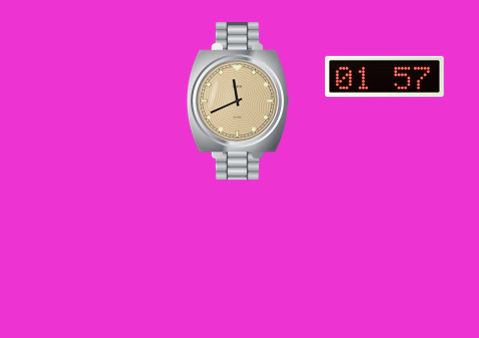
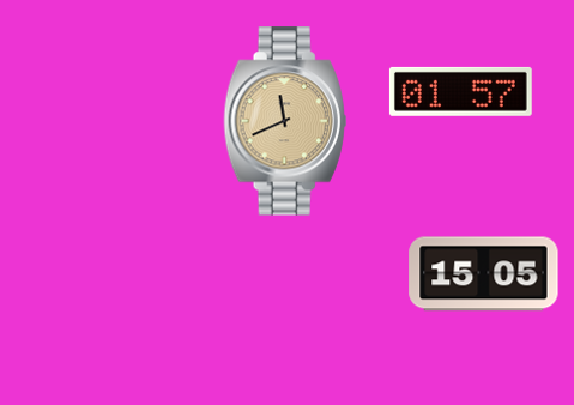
clock at (484, 274): none -> 15:05
